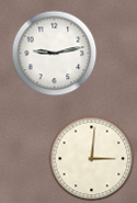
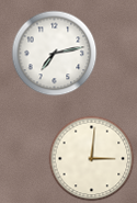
clock at (54, 53): 9:13 -> 7:13
